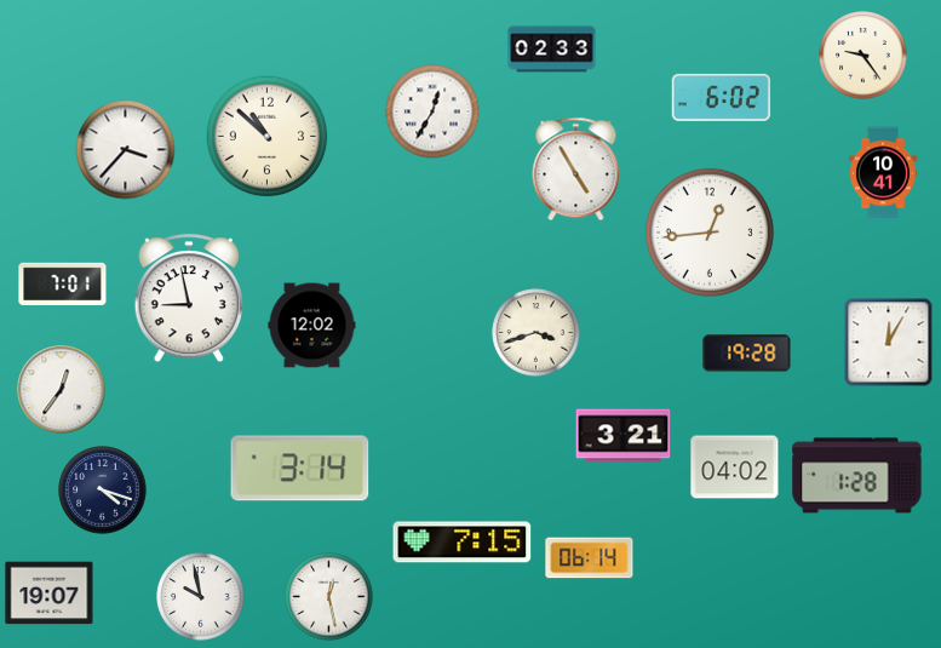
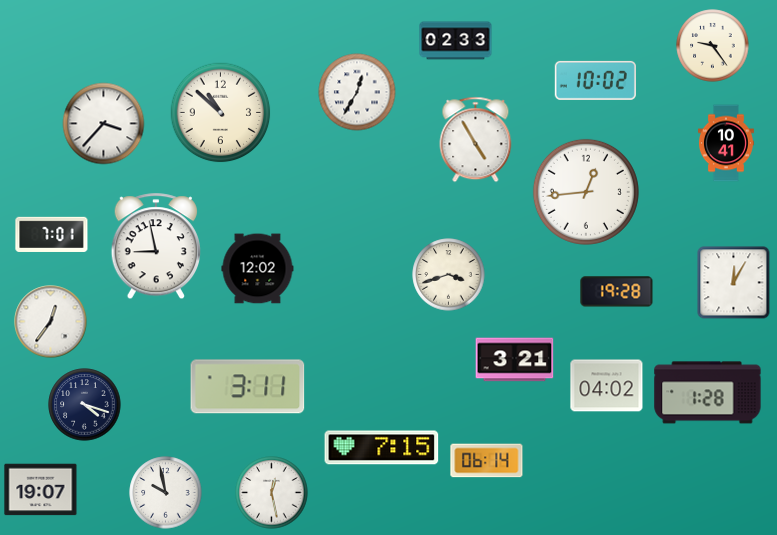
clock at (721, 97): 6:02 -> 10:02
clock at (884, 173) position: (884, 173) -> (727, 143)
clock at (537, 333) position: (537, 333) -> (449, 275)
clock at (300, 469): 3:14 -> 3:11
